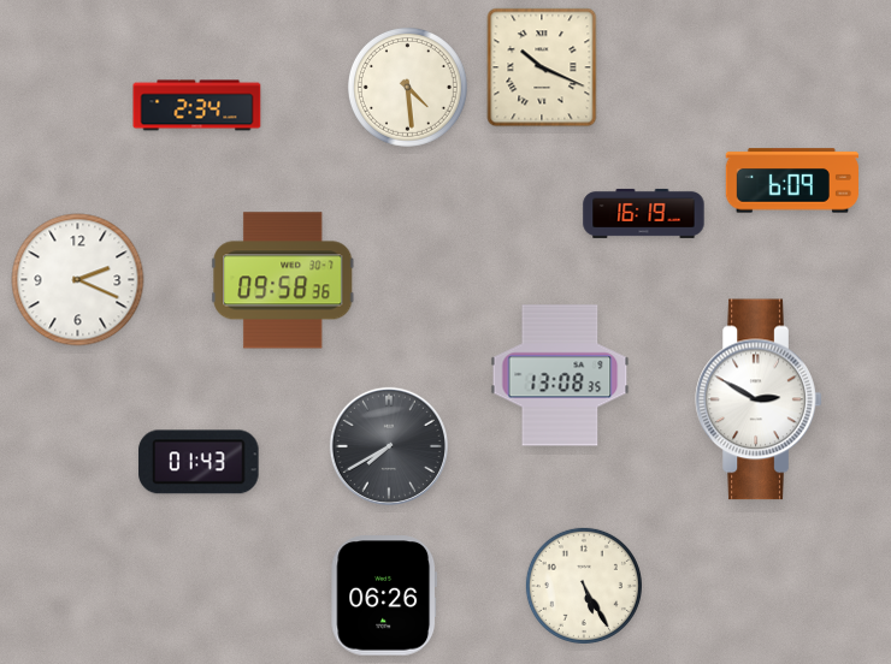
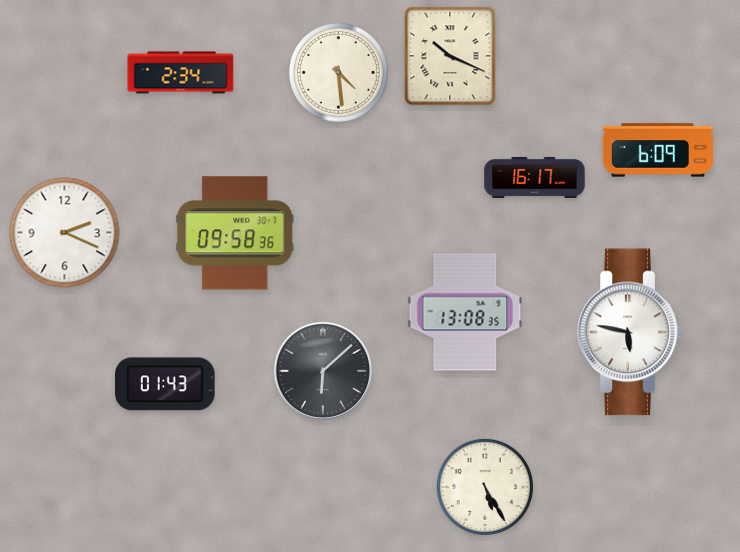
clock at (197, 106) position: (197, 106) -> (181, 73)
clock at (644, 213): 16:19 -> 16:17
clock at (759, 399): 2:50 -> 5:47
clock at (389, 446): 7:40 -> 6:08
clock at (384, 595): 06:26 -> none
